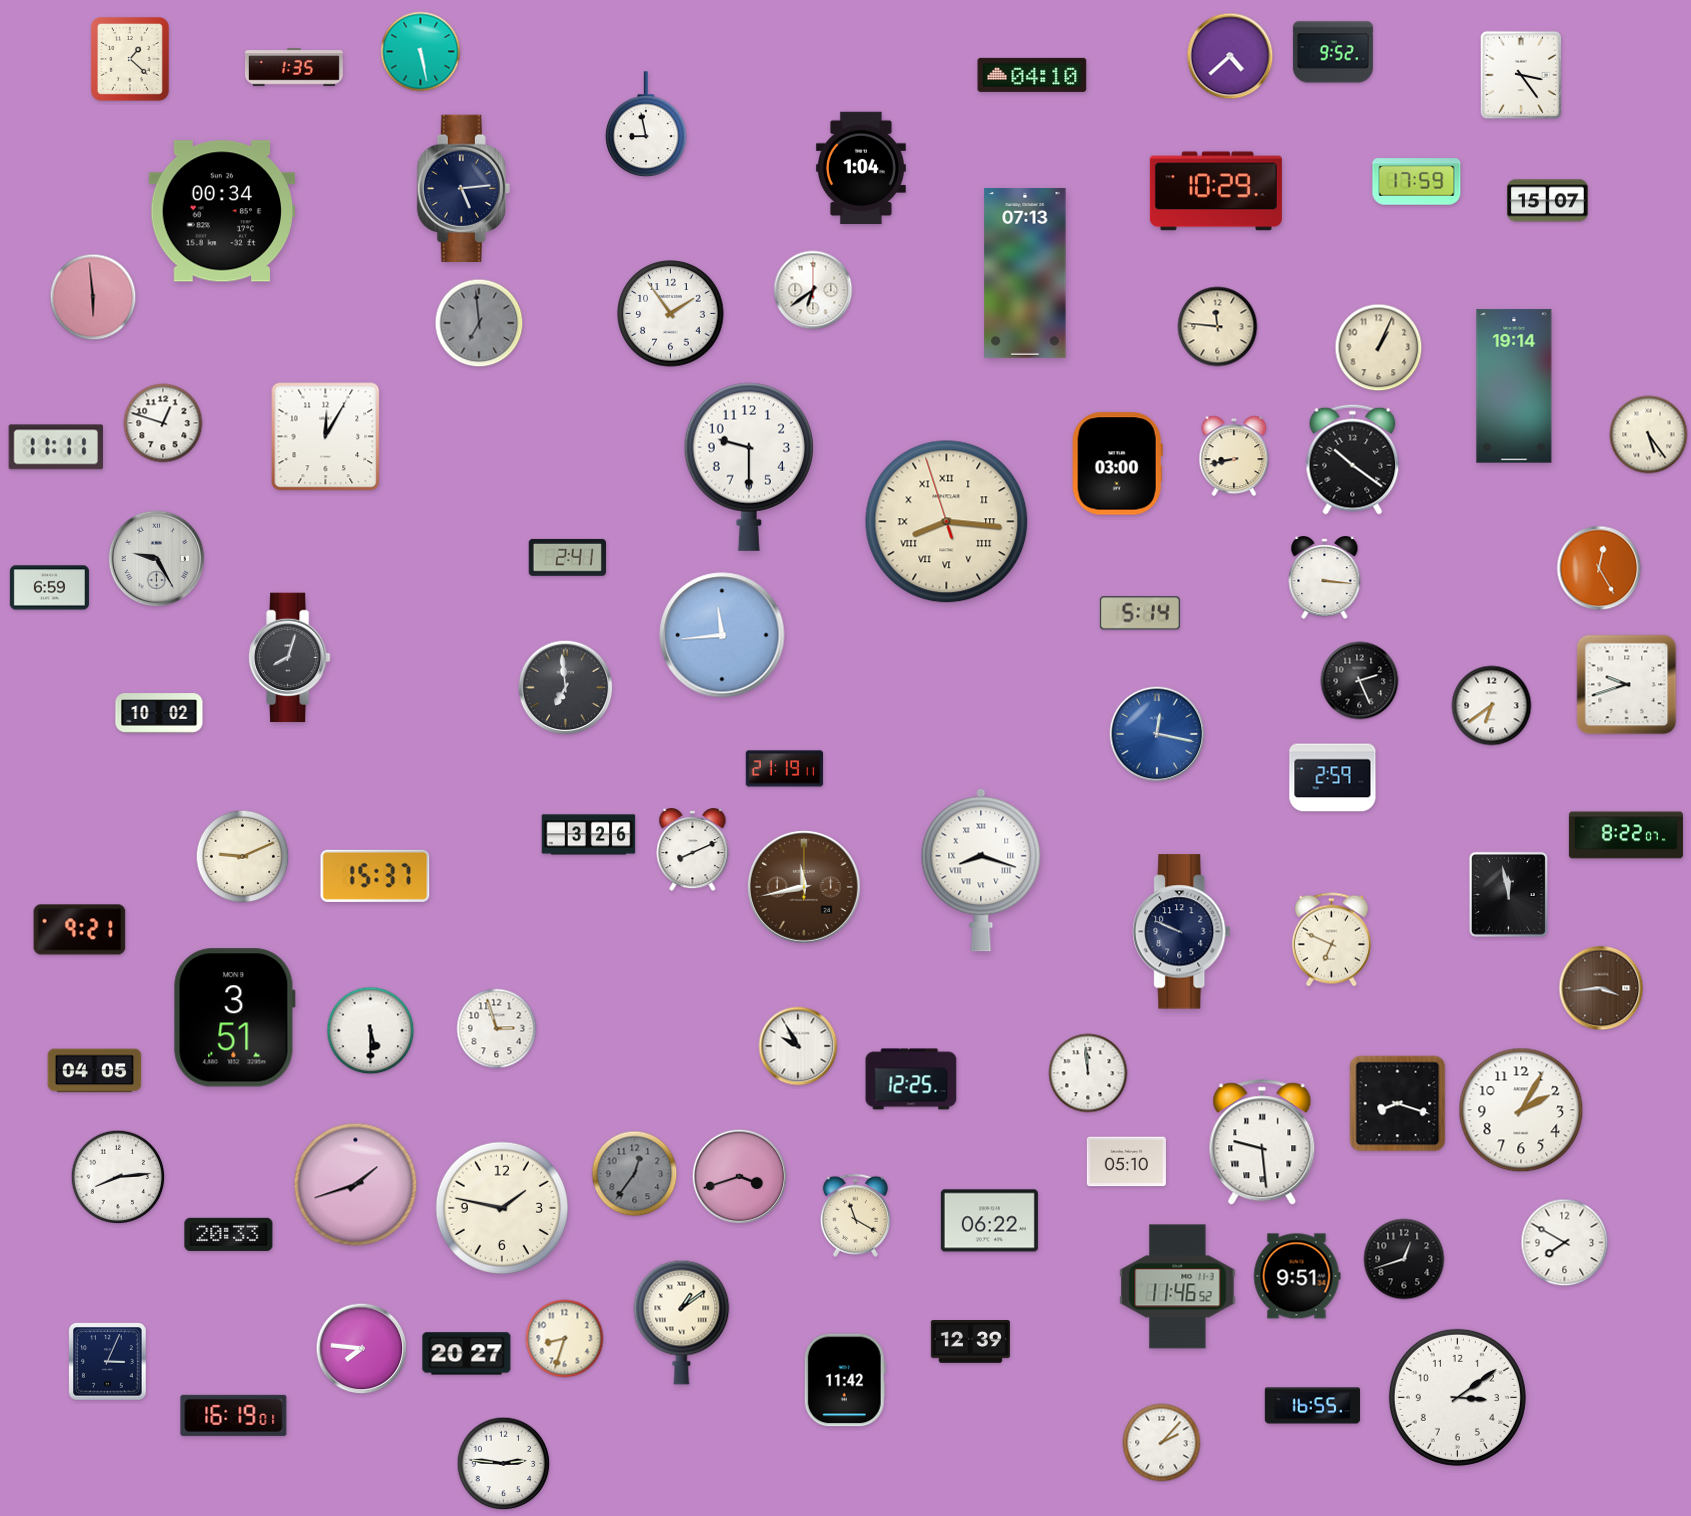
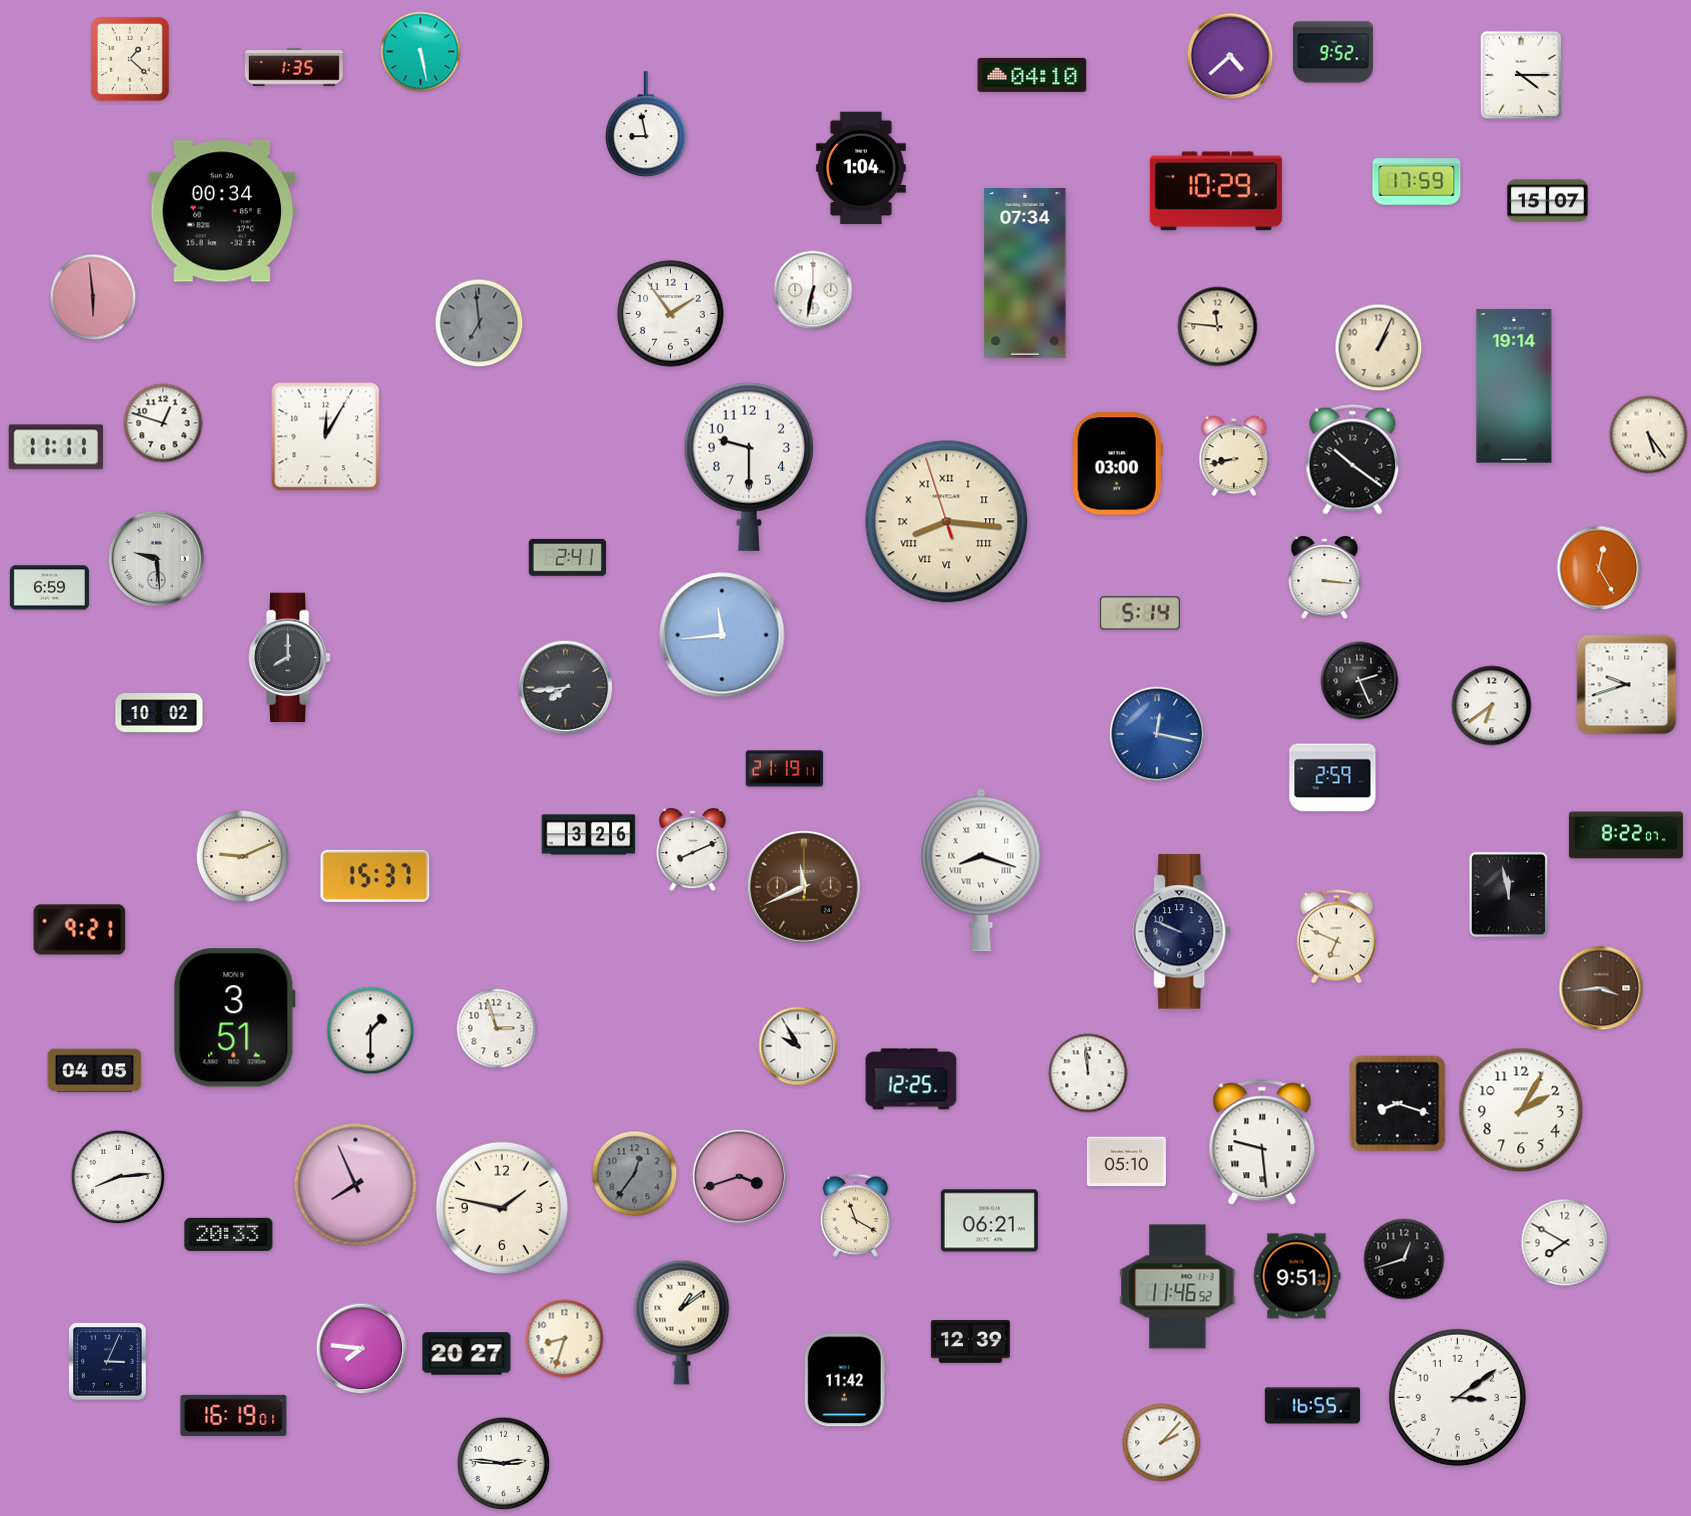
clock at (1521, 75): 3:24 -> 4:15
clock at (463, 188): 5:14 -> none
clock at (1025, 273): 07:13 -> 07:34
clock at (813, 290): 6:39 -> 6:32
clock at (157, 559): 9:25 -> 9:29
clock at (290, 658): 8:03 -> 8:00
clock at (566, 688): 6:59 -> 7:44
clock at (804, 887): 11:43 -> 11:41
clock at (1331, 940) position: (1331, 940) -> (1336, 937)
clock at (371, 1031): 5:30 -> 1:30
clock at (356, 1185): 1:42 -> 7:56
clock at (989, 1221): 06:22 -> 06:21
